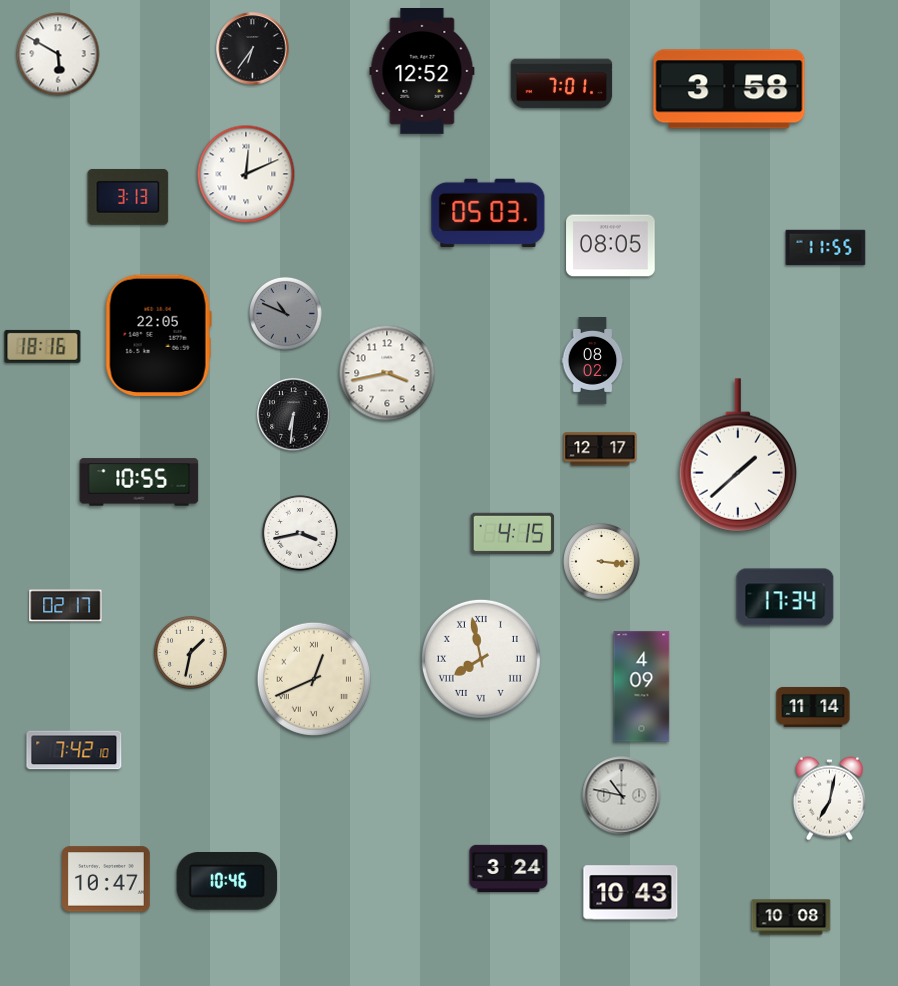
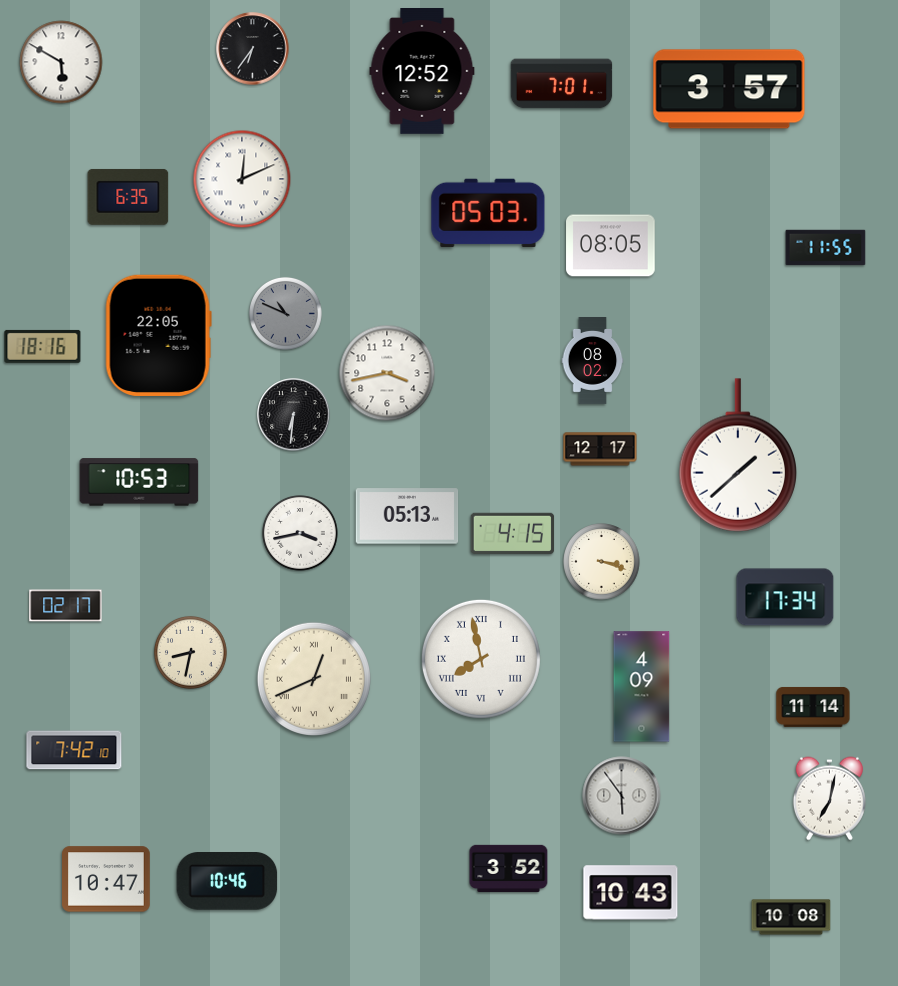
clock at (58, 54) position: (58, 54) -> (61, 62)
clock at (729, 89): 3:58 -> 3:57
clock at (246, 174) position: (246, 174) -> (242, 179)
clock at (128, 197): 3:13 -> 6:35
clock at (139, 482): 10:55 -> 10:53
clock at (407, 516): none -> 05:13
clock at (602, 562): 3:16 -> 3:18
clock at (190, 652): 1:32 -> 8:32
clock at (622, 796): 10:47 -> 5:54
clock at (509, 868): 3:24 -> 3:52
